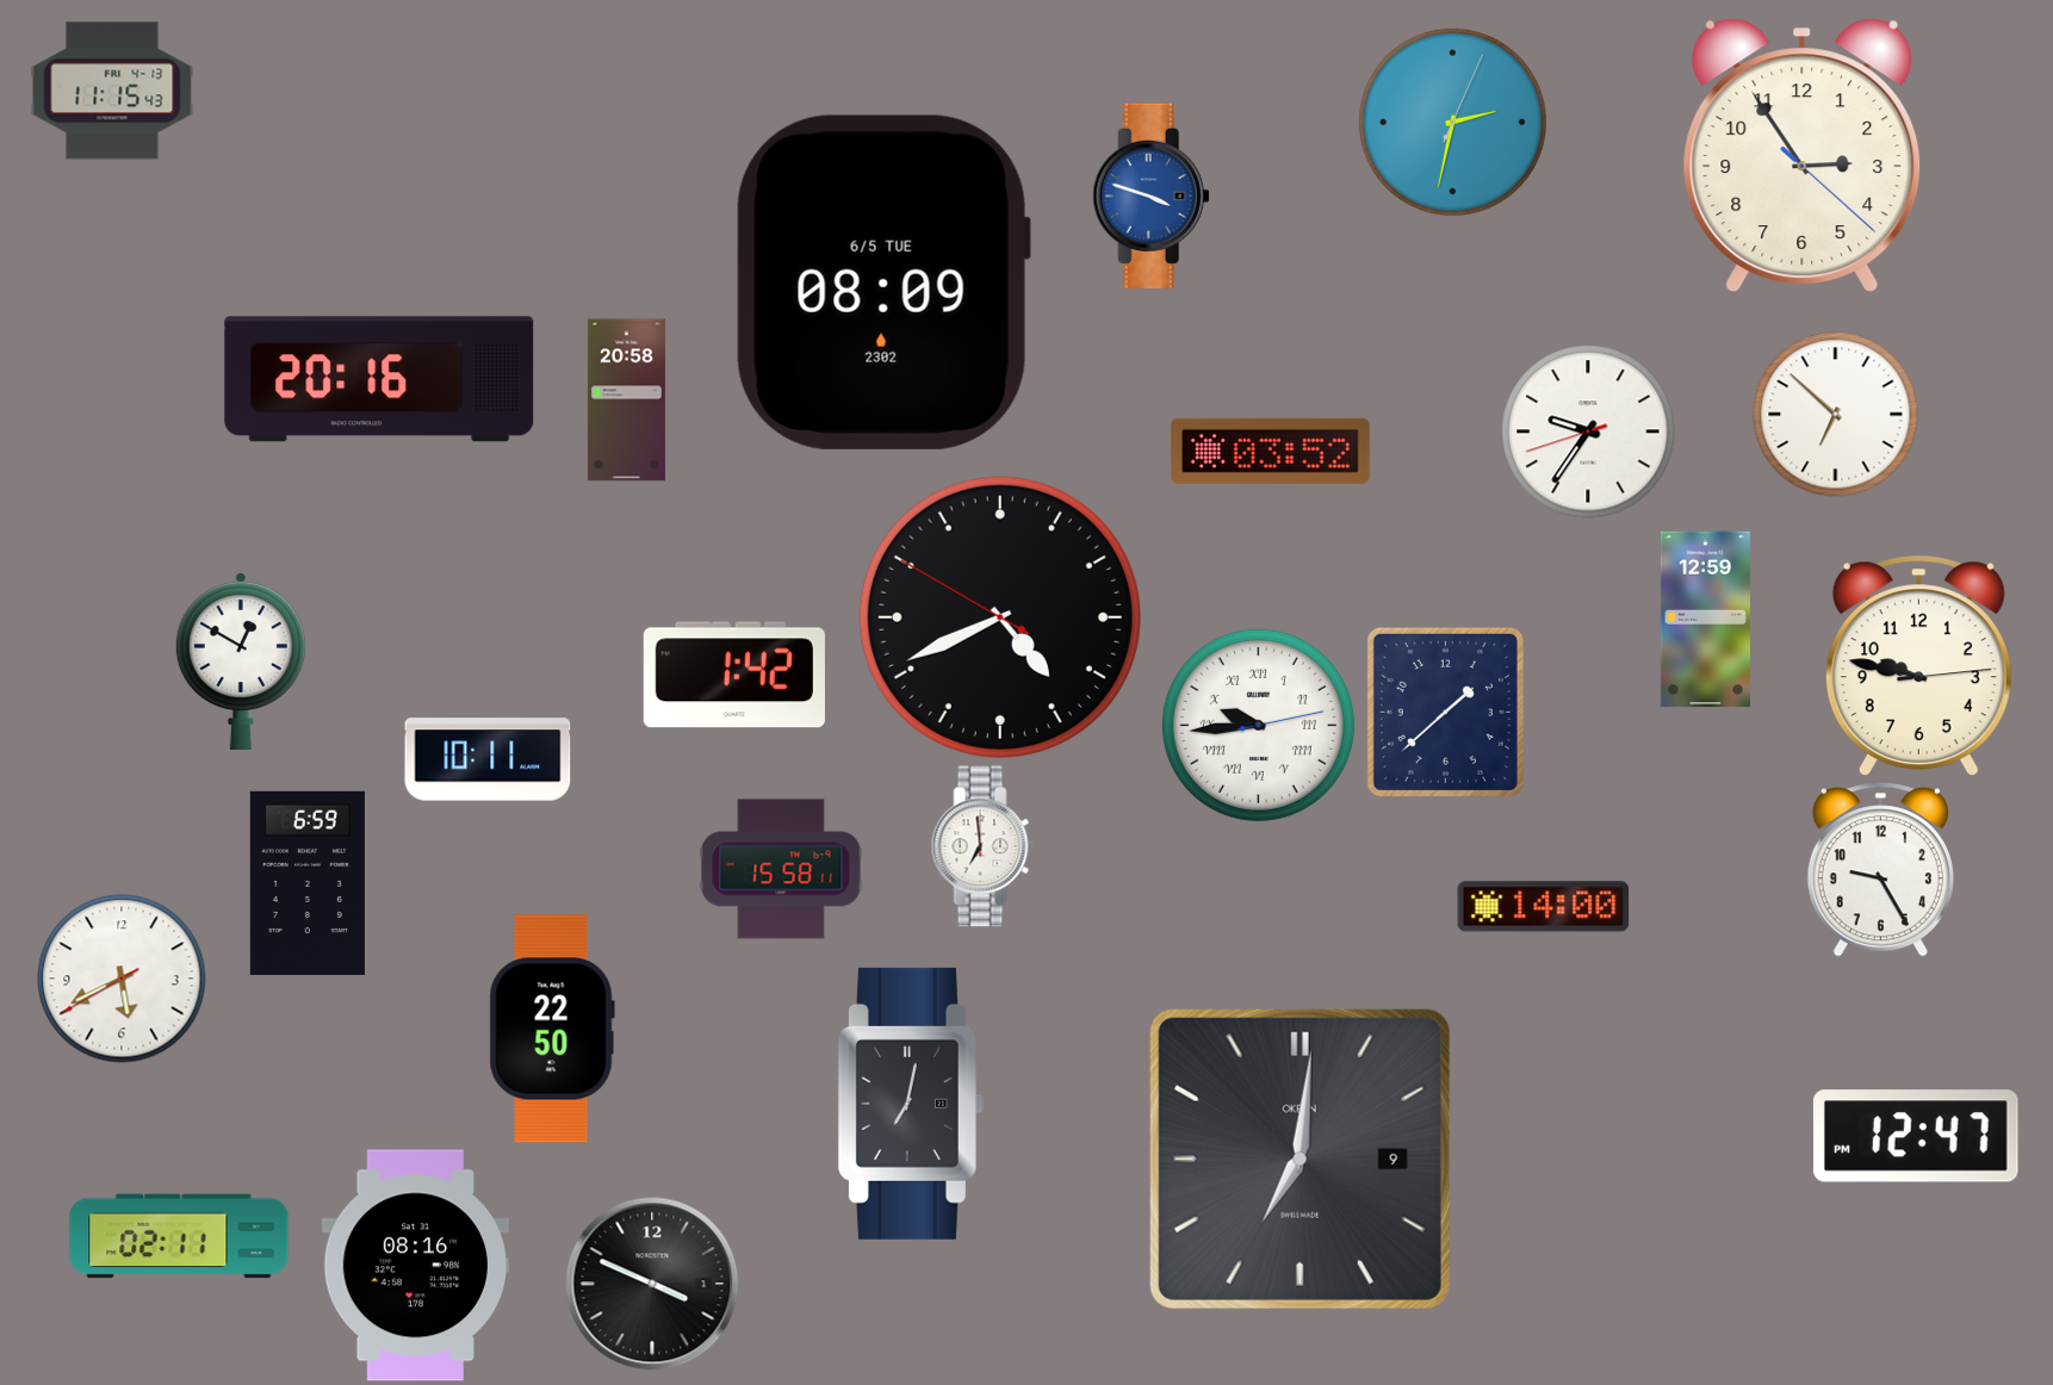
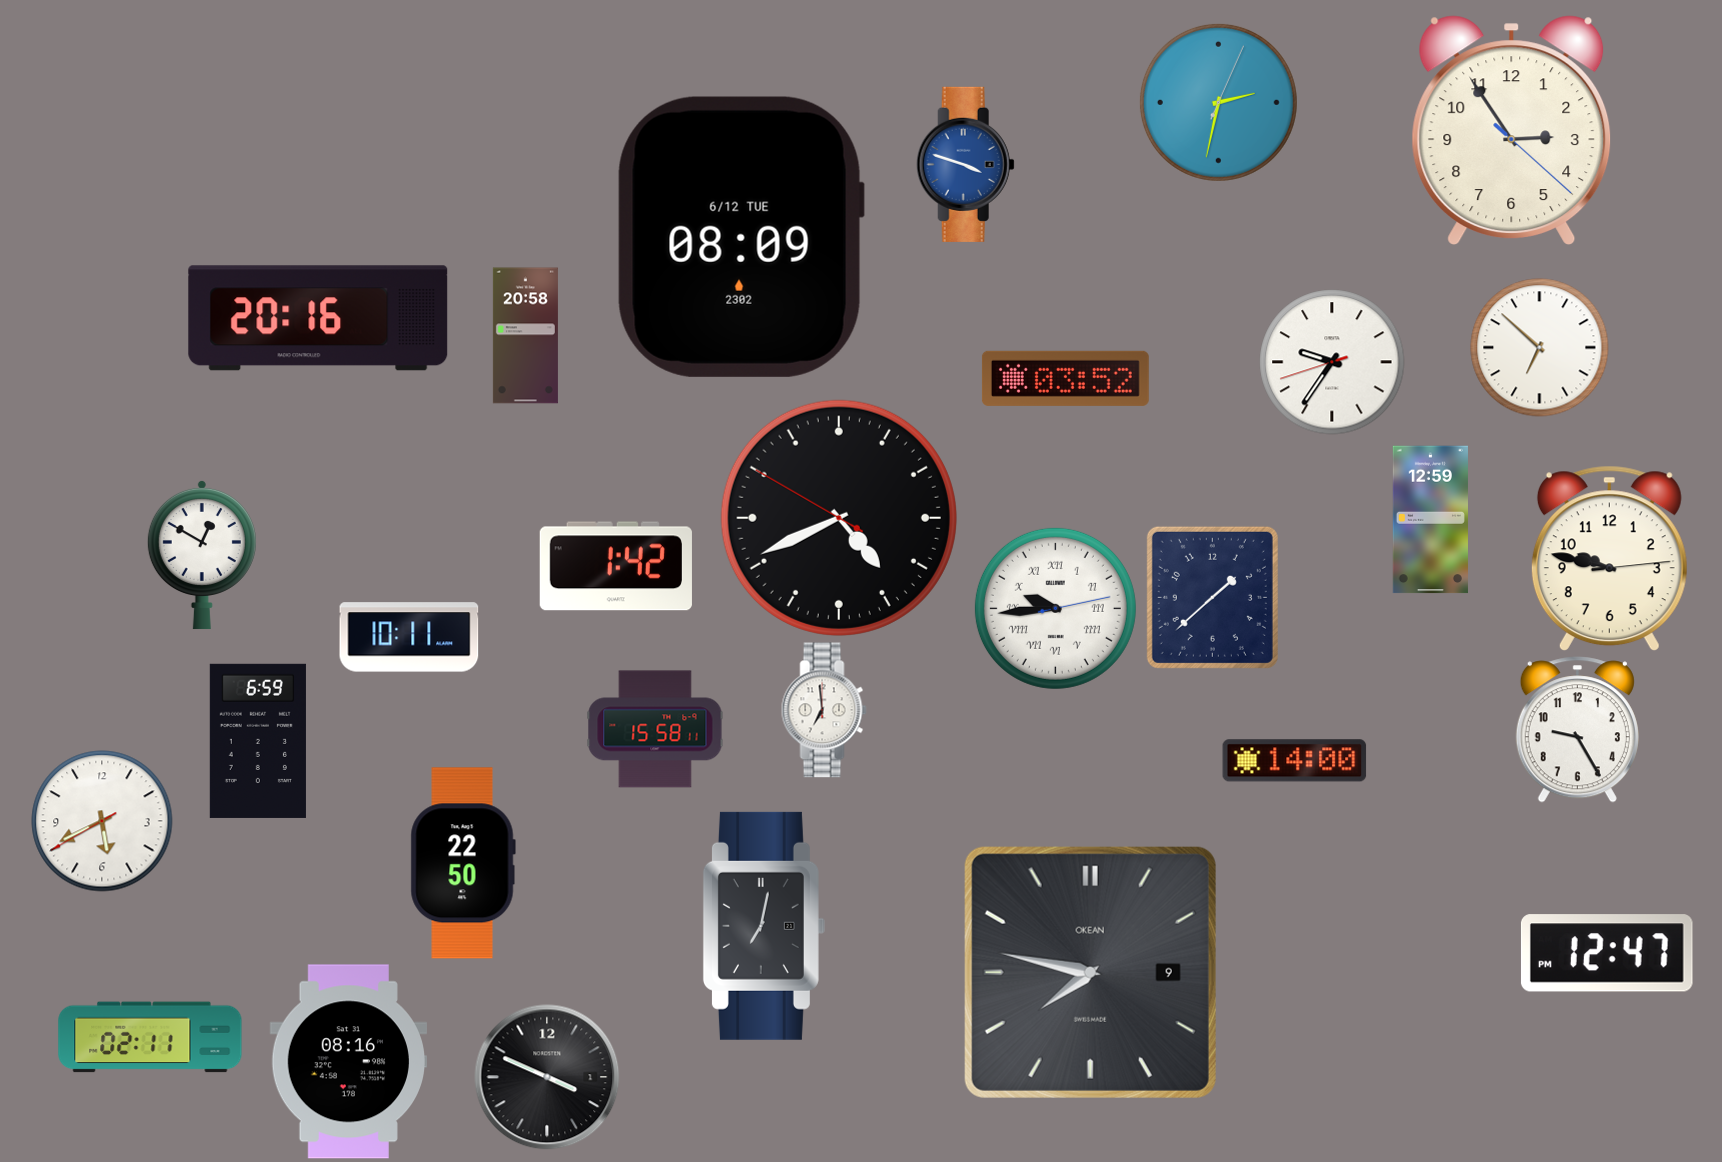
clock at (112, 91): 11:15 -> none
clock at (883, 282) date: 6/5 TUE -> 6/12 TUE
clock at (1300, 1159): 7:01 -> 7:47
